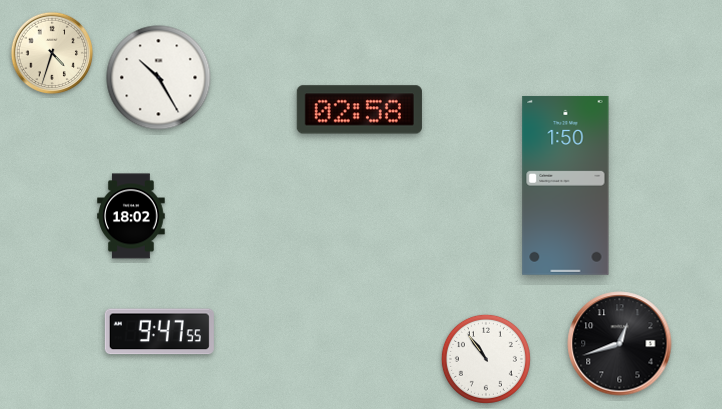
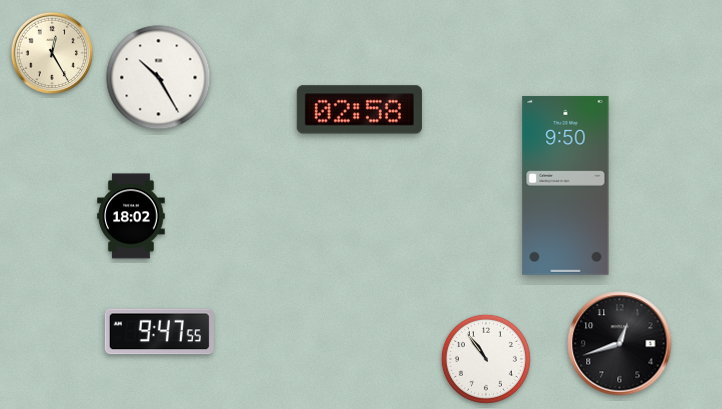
clock at (52, 53): 4:33 -> 12:25
clock at (566, 185): 1:50 -> 9:50
